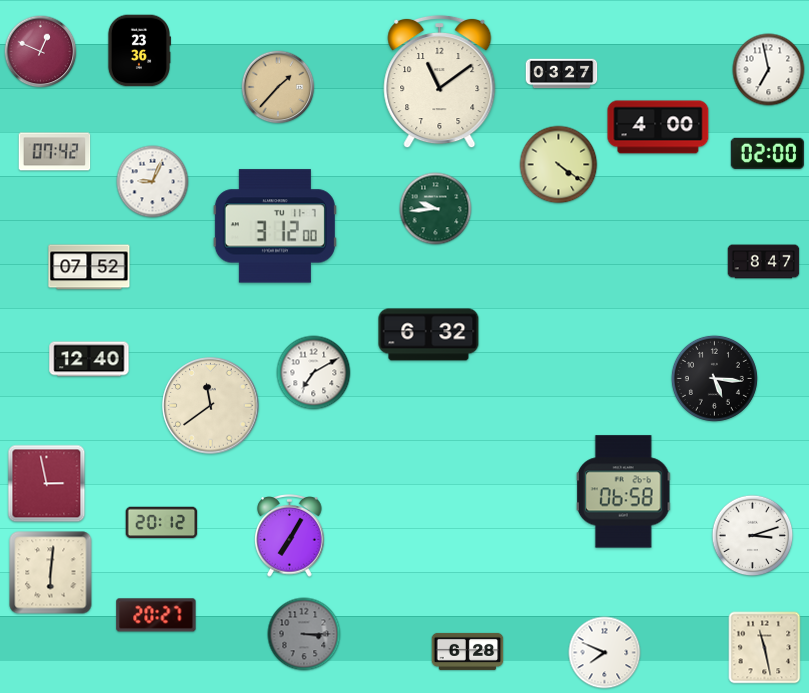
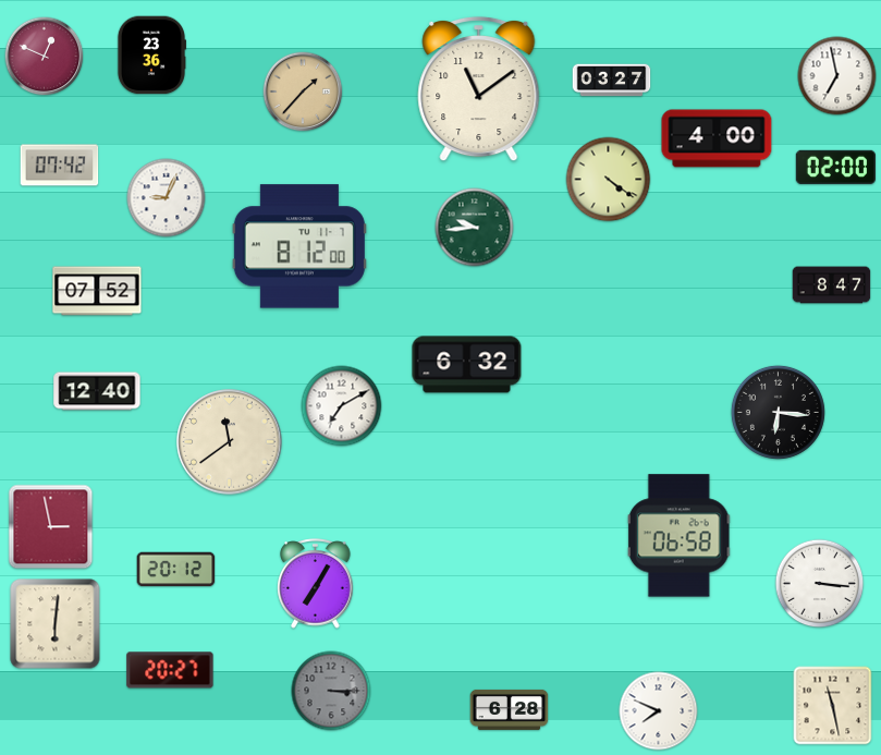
clock at (278, 87) position: (278, 87) -> (303, 92)
clock at (275, 226): 3:12 -> 8:12
clock at (714, 378): 5:16 -> 6:16
clock at (753, 536): 3:12 -> 3:16
